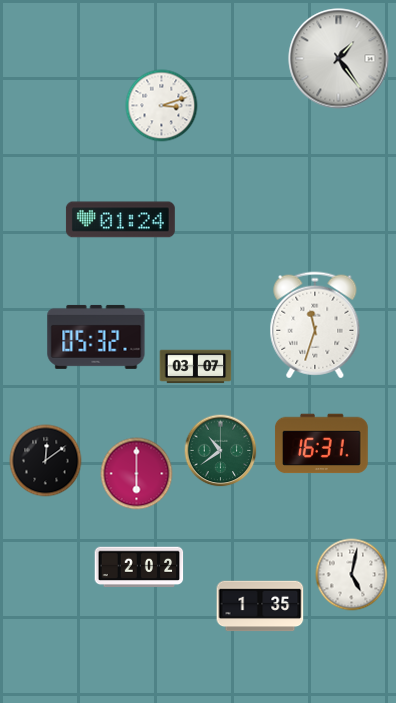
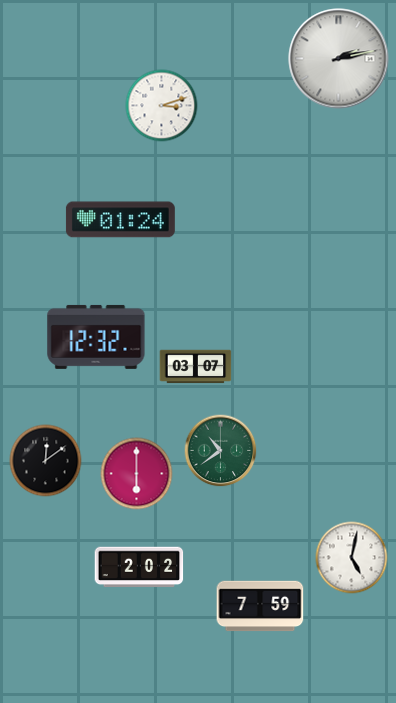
clock at (339, 59): 1:24 -> 2:13
clock at (315, 325): 11:33 -> none
clock at (96, 337): 05:32 -> 12:32
clock at (321, 444): 16:31 -> none
clock at (352, 575) position: (352, 575) -> (352, 558)
clock at (260, 606): 1:35 -> 7:59
